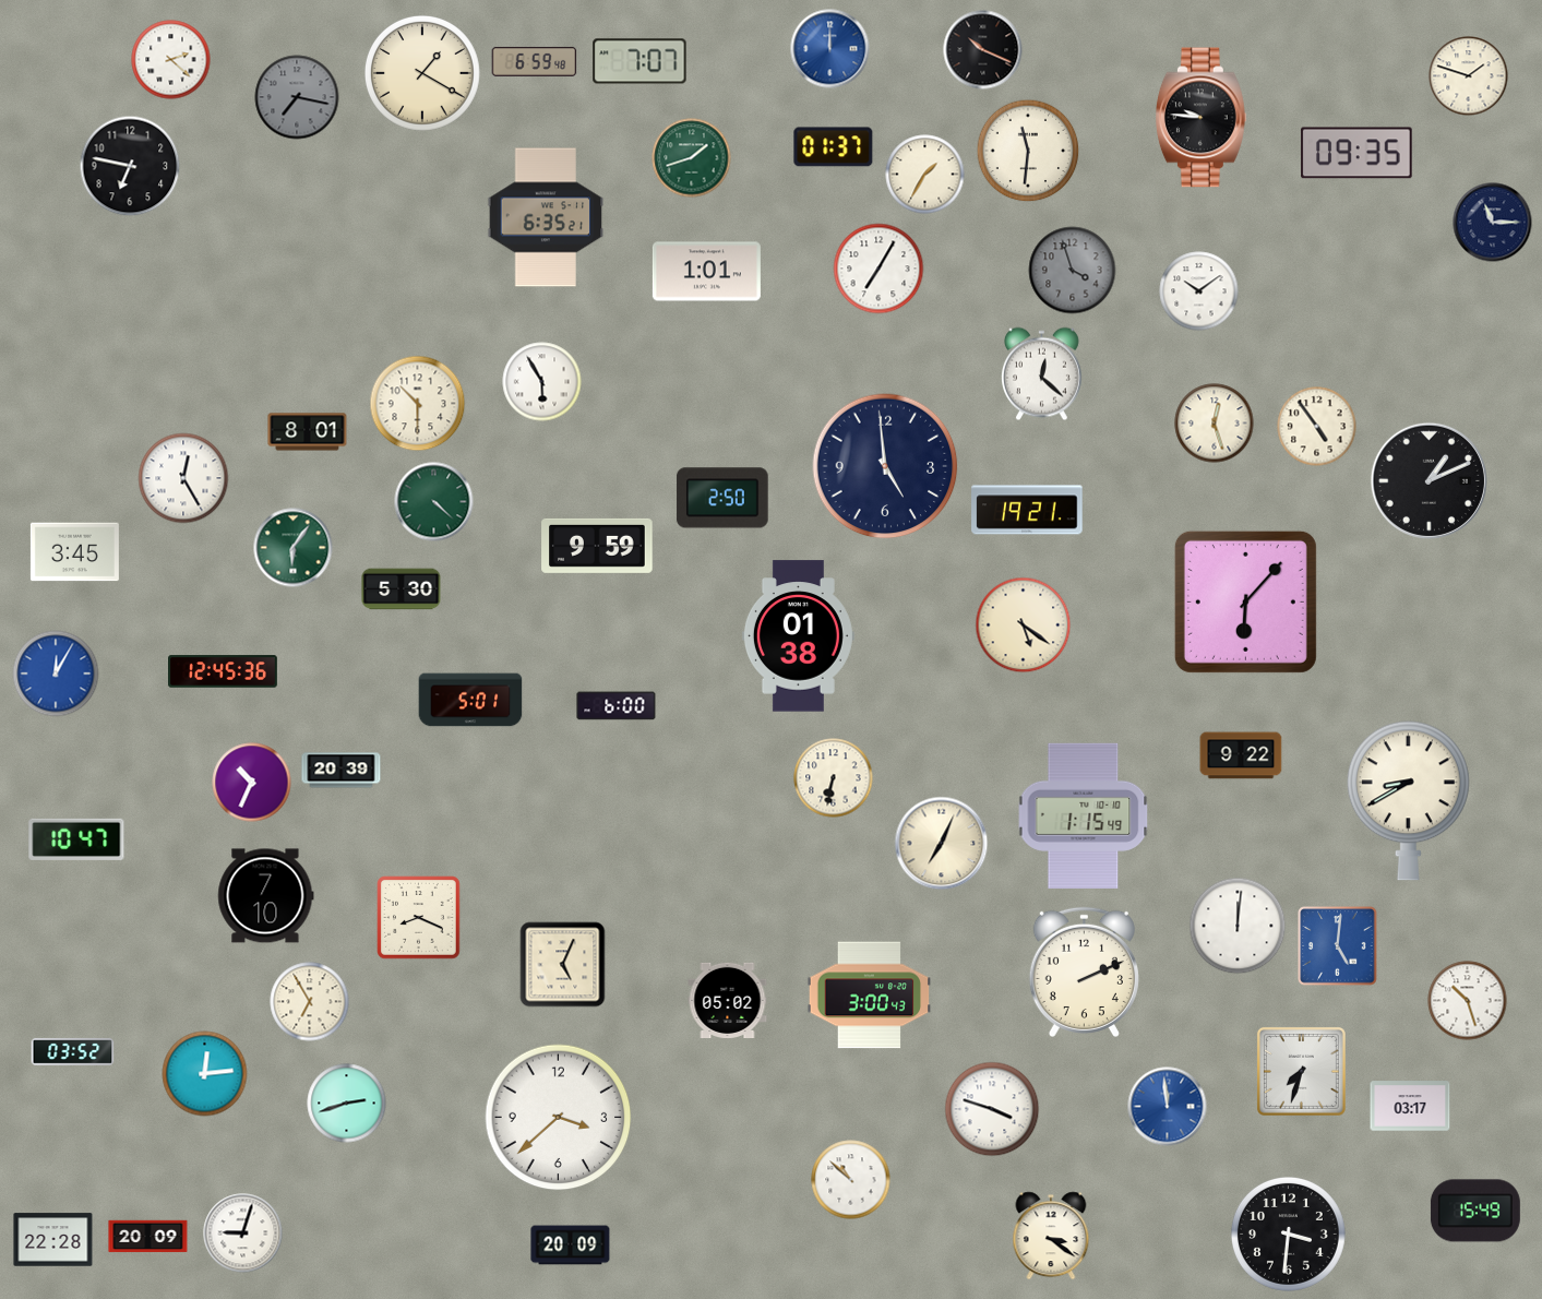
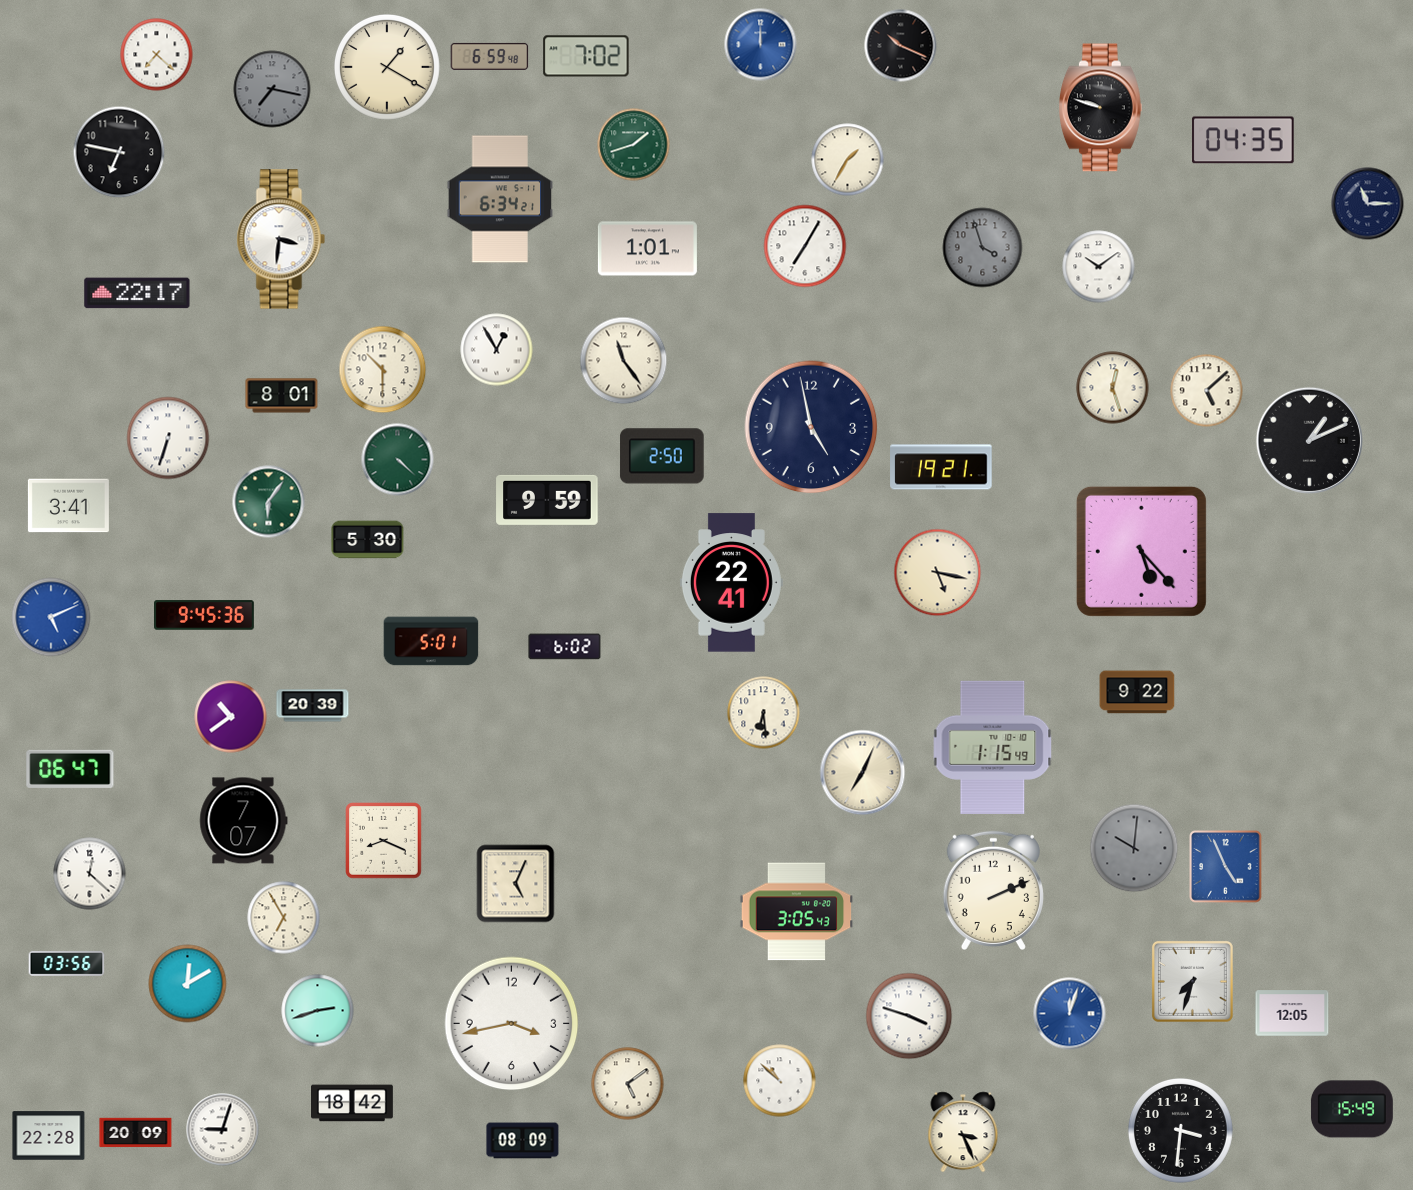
clock at (171, 60): 2:22 -> 7:22
clock at (639, 61): 7:07 -> 7:02
clock at (1469, 76): 1:48 -> none
clock at (1200, 118): 9:46 -> 9:48
clock at (834, 147): 01:37 -> none
clock at (1028, 151): 11:31 -> none
clock at (1356, 153): 09:35 -> 04:35
clock at (546, 217): 6:35 -> 6:34
clock at (281, 239): none -> 3:31
clock at (137, 293): none -> 22:17
clock at (1042, 374): 12:22 -> none
clock at (542, 382): 5:55 -> 12:55
clock at (624, 361): none -> 11:24
clock at (1317, 427): 4:54 -> 5:08
clock at (885, 466): 4:59 -> 4:58
clock at (183, 478): 12:25 -> 6:33
clock at (74, 552): 3:45 -> 3:41
clock at (1245, 601): 6:07 -> 5:23
clock at (1024, 625): 5:21 -> 5:17
clock at (798, 636): 01:38 -> 22:41
clock at (224, 671): 12:45 -> 9:45
clock at (56, 674): 12:05 -> 5:11
clock at (617, 706): 6:00 -> 6:02
clock at (834, 778): 6:32 -> 6:29
clock at (252, 783): 10:34 -> 10:39
clock at (1408, 801): 8:40 -> none
clock at (76, 839): 10:47 -> 06:47
clock at (266, 896): 7:10 -> 7:07
clock at (1238, 926): 12:01 -> 10:01
clock at (1238, 926) dial: white -> grey
clock at (1338, 946): 5:01 -> 4:56
clock at (90, 874): none -> 12:22
clock at (870, 996): 3:00 -> 3:05
clock at (728, 1000): 05:02 -> none
clock at (1468, 1001): 10:27 -> none
clock at (73, 1051): 03:52 -> 03:56
clock at (205, 1074): 12:14 -> 12:10
clock at (1410, 1106): 03:17 -> 12:05
clock at (1168, 1107): 11:59 -> 12:03
clock at (559, 1118): 3:38 -> 3:43
clock at (628, 1084): none -> 5:09
clock at (353, 1103): none -> 18:42
clock at (1051, 1236): 3:21 -> 3:26
clock at (571, 1246): 20:09 -> 08:09
